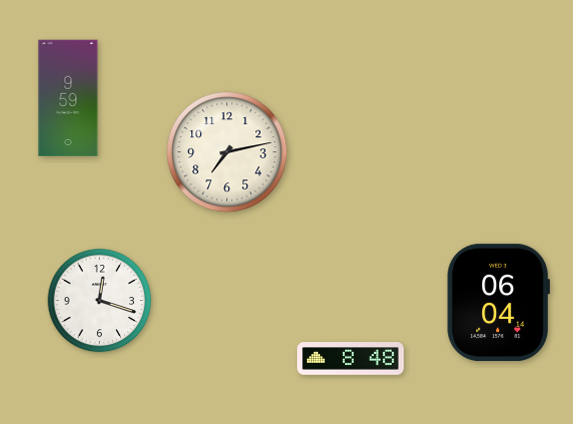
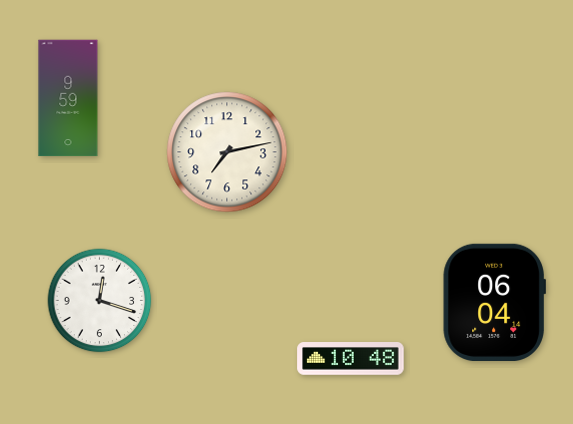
clock at (498, 302) position: (498, 302) -> (494, 302)
clock at (351, 359): 8:48 -> 10:48
